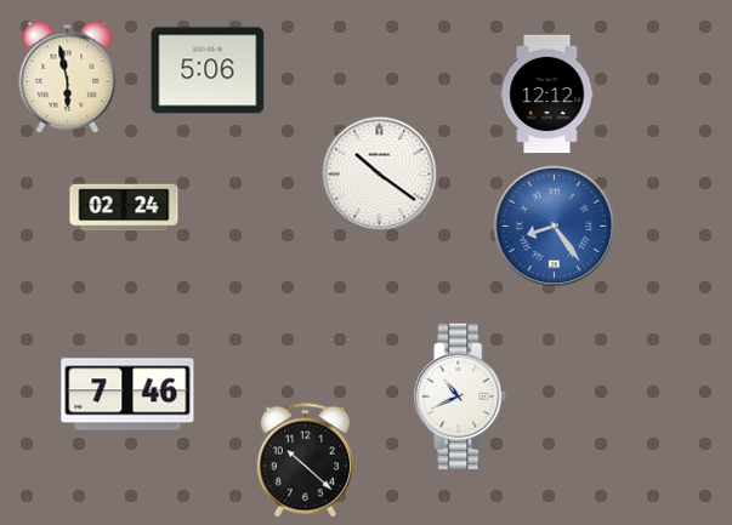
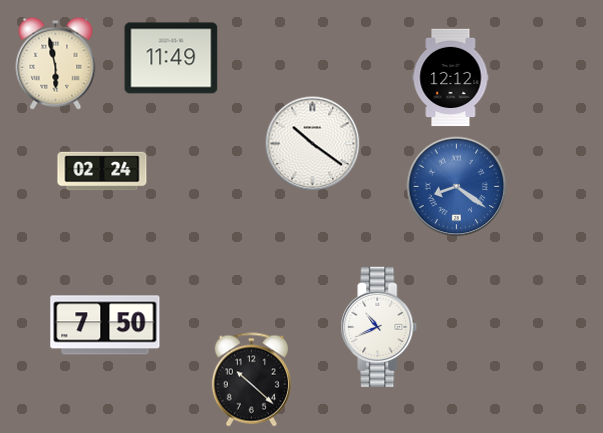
clock at (208, 70): 5:06 -> 11:49
clock at (555, 227): 8:24 -> 8:21
clock at (127, 394): 7:46 -> 7:50
